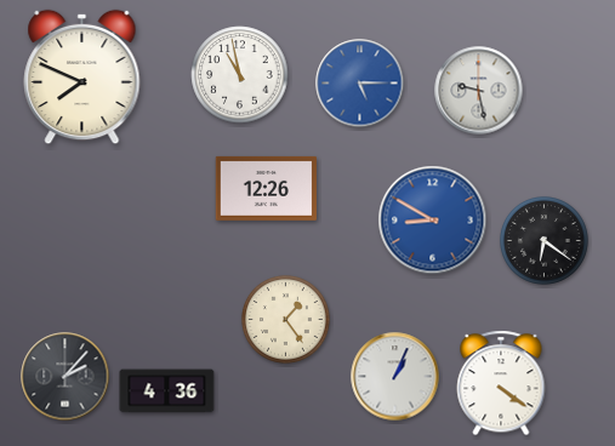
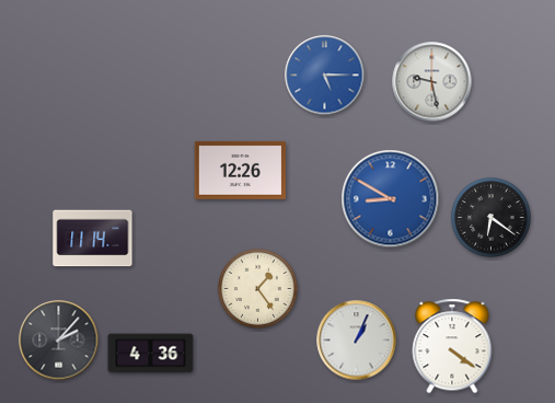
clock at (240, 75): 10:58 -> none
clock at (82, 78): 7:49 -> none
clock at (93, 239): none -> 11:14
